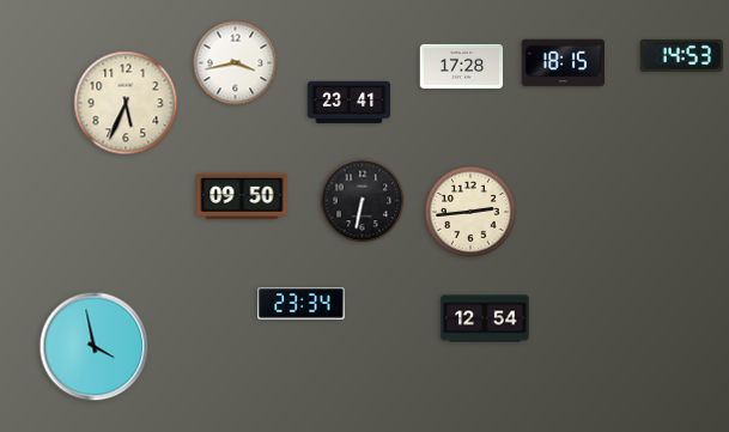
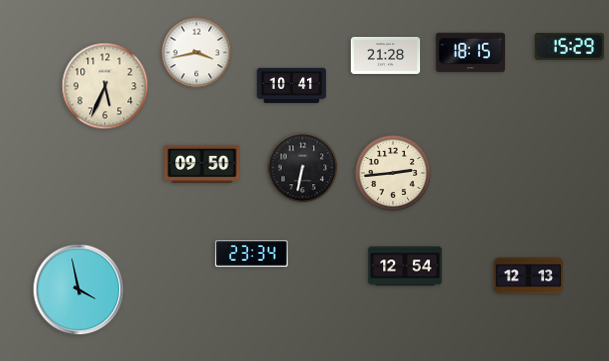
clock at (681, 55): 14:53 -> 15:29
clock at (462, 66): 17:28 -> 21:28
clock at (350, 103): 23:41 -> 10:41
clock at (470, 212) position: (470, 212) -> (393, 173)
clock at (529, 276): none -> 12:13
